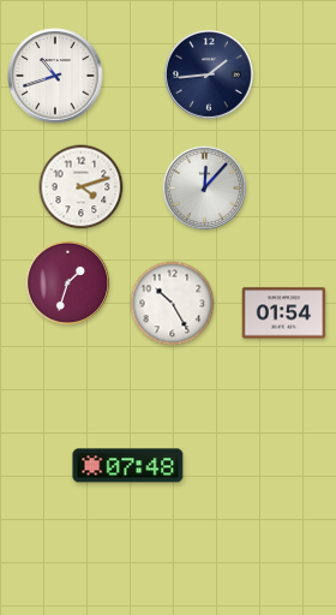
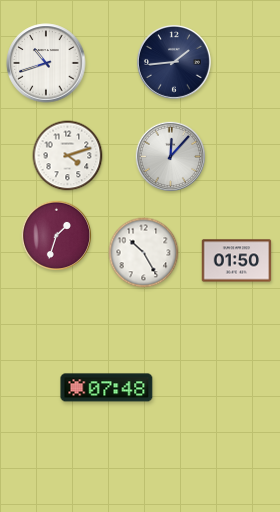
clock at (284, 314): 01:54 -> 01:50
